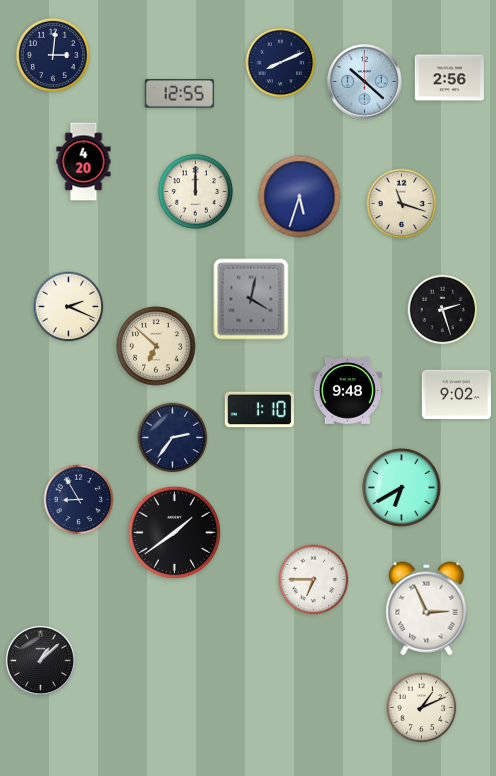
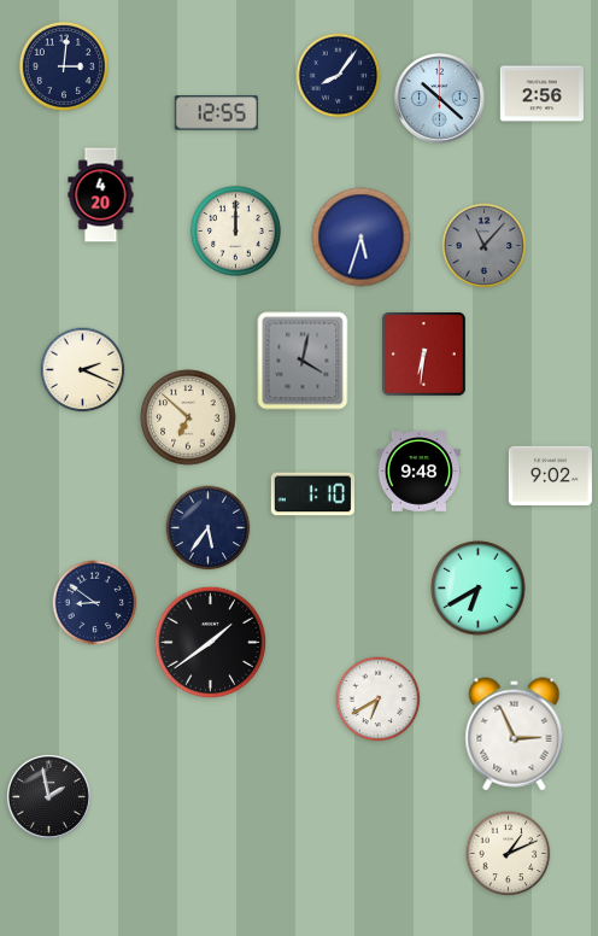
clock at (281, 63): 8:11 -> 8:06
clock at (402, 204): 11:18 -> 11:07
clock at (402, 204) dial: cream -> grey
clock at (424, 355): none -> 6:31
clock at (443, 310): 2:27 -> none
clock at (173, 438): 2:36 -> 5:36
clock at (402, 488) position: (402, 488) -> (479, 589)
clock at (79, 500): 8:55 -> 8:51
clock at (314, 580): 6:45 -> 6:40
clock at (40, 660): 1:08 -> 1:58
